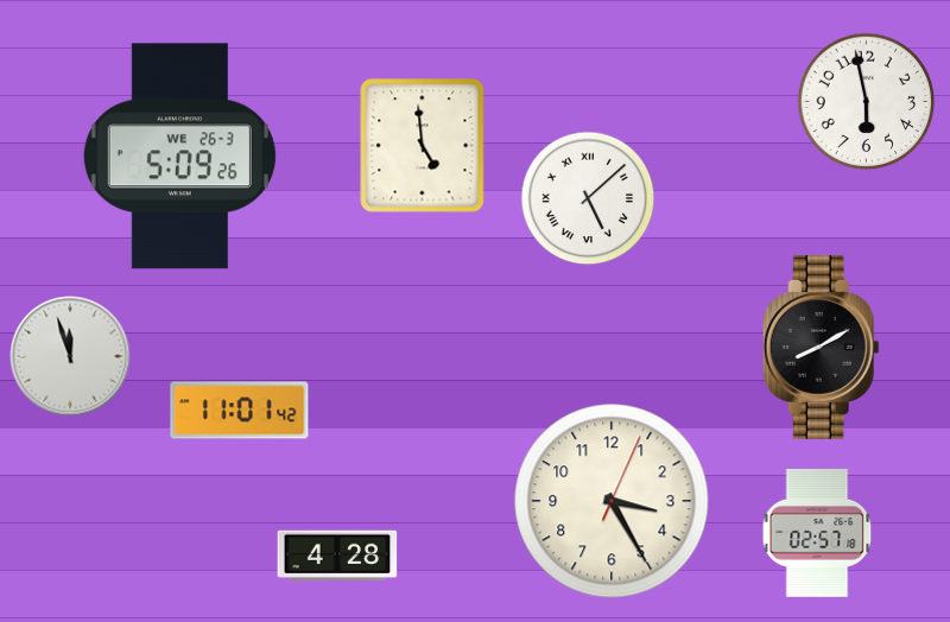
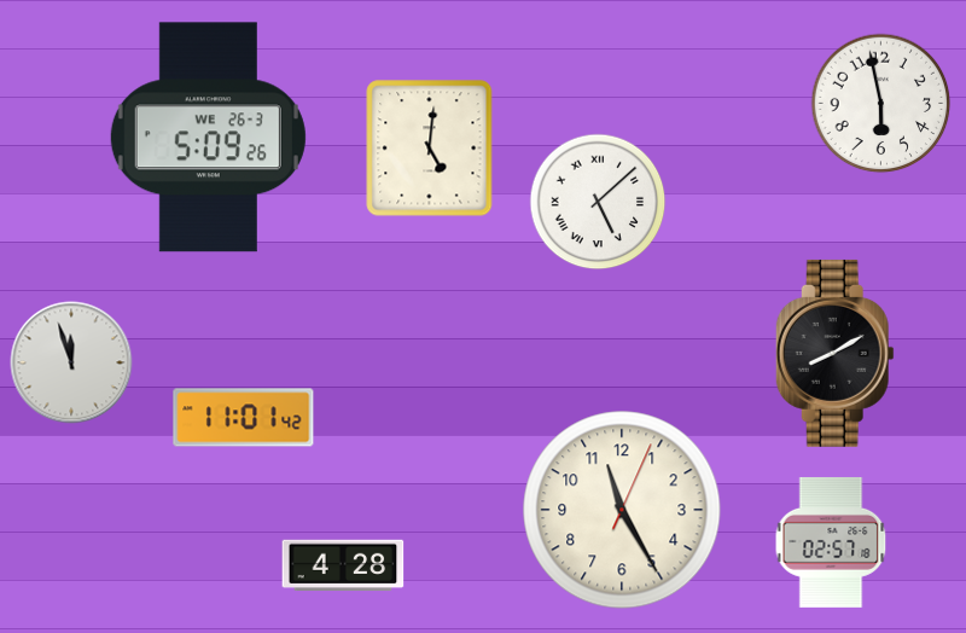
clock at (423, 146): 4:59 -> 5:01
clock at (179, 157) position: (179, 157) -> (208, 138)
clock at (612, 501): 3:25 -> 11:25
